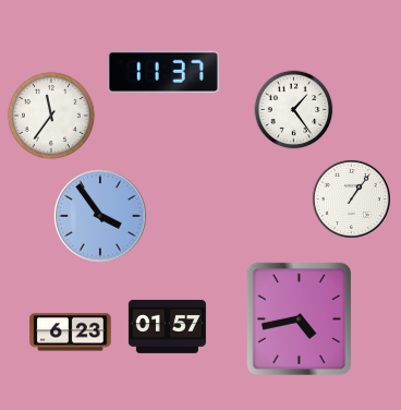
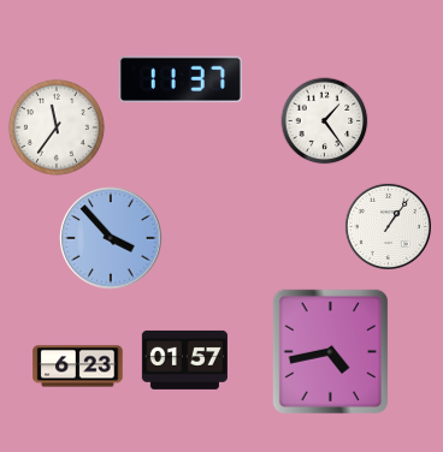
clock at (351, 198) position: (351, 198) -> (388, 226)
clock at (100, 216): 3:54 -> 3:53
